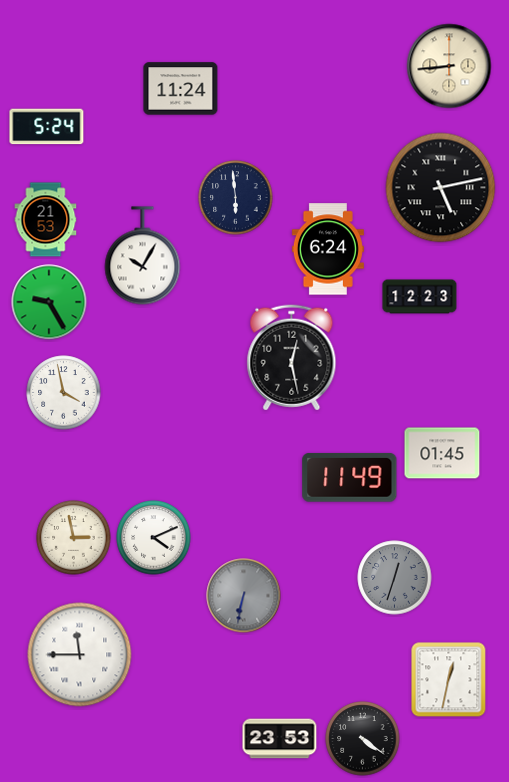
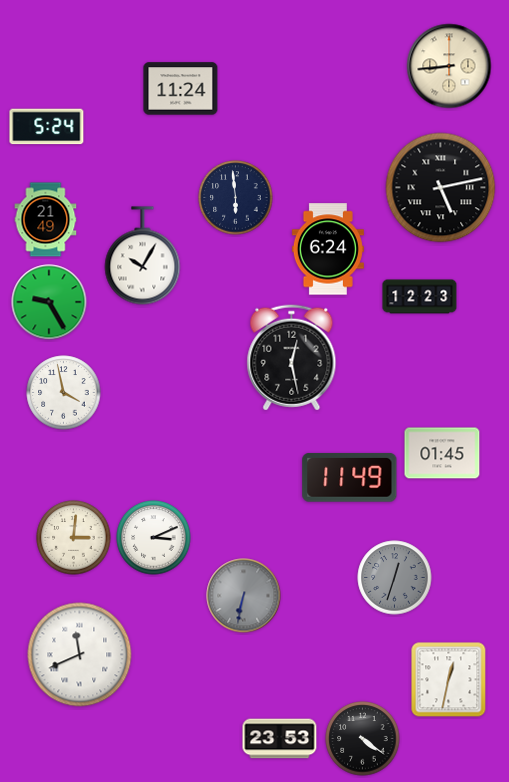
clock at (46, 220): 21:53 -> 21:49
clock at (74, 538): 2:58 -> 3:01
clock at (154, 538): 4:11 -> 3:11
clock at (80, 655): 11:45 -> 11:41
